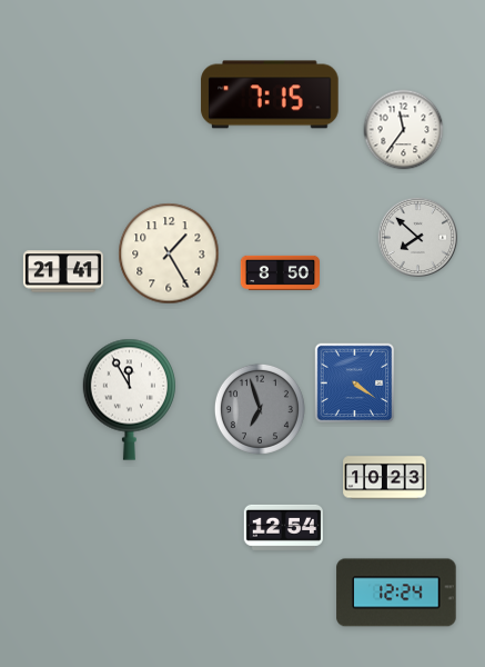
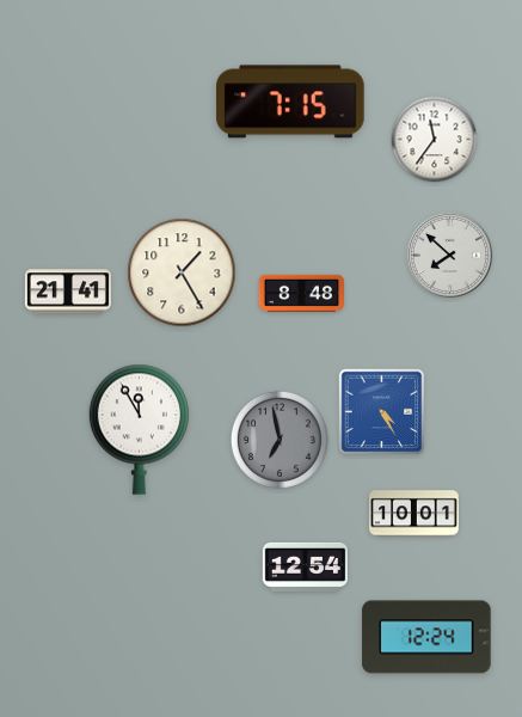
clock at (280, 272): 8:50 -> 8:48
clock at (355, 384): 4:21 -> 4:25
clock at (260, 409): 6:57 -> 6:58
clock at (385, 478): 10:23 -> 10:01
